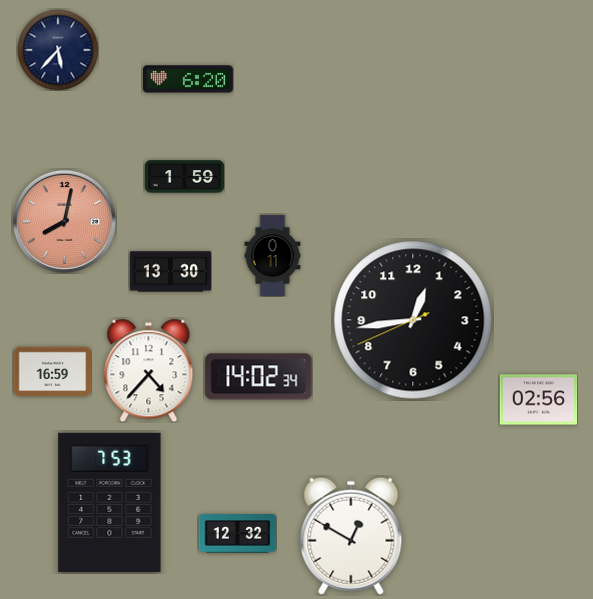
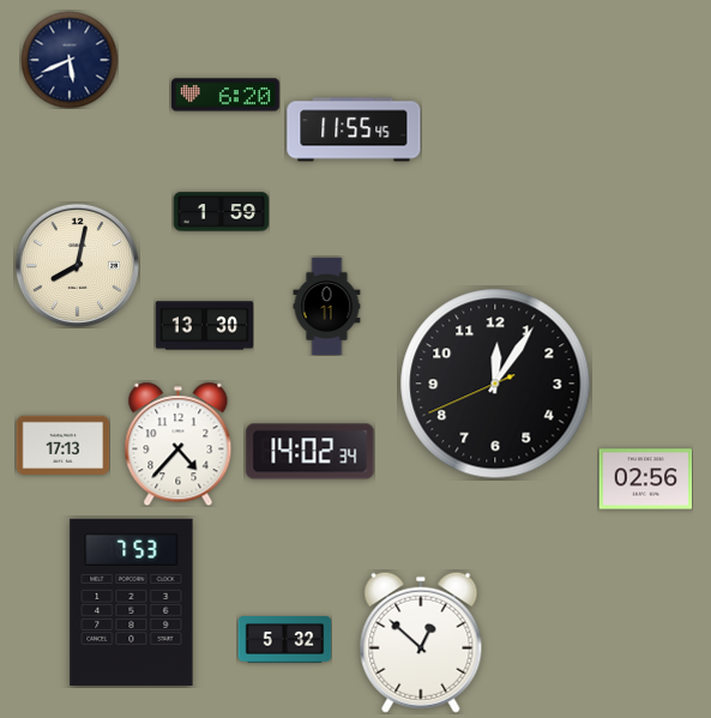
clock at (58, 50): 5:37 -> 5:41
clock at (354, 129): none -> 11:55
clock at (64, 221) dial: salmon -> cream
clock at (413, 320): 12:43 -> 12:05
clock at (52, 372): 16:59 -> 17:13
clock at (237, 534): 12:32 -> 5:32
clock at (351, 536): 12:50 -> 12:52
